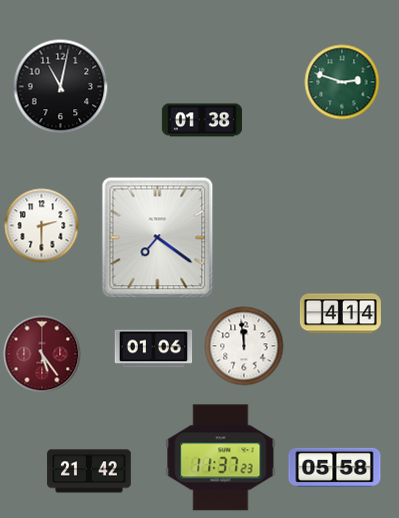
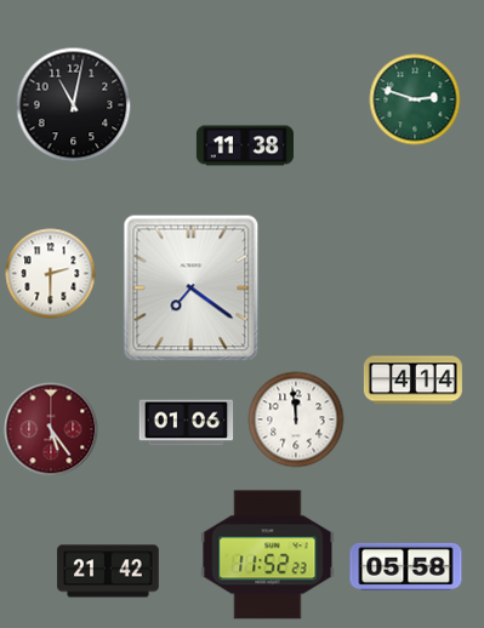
clock at (202, 120): 01:38 -> 11:38
clock at (221, 458): 11:37 -> 11:52
